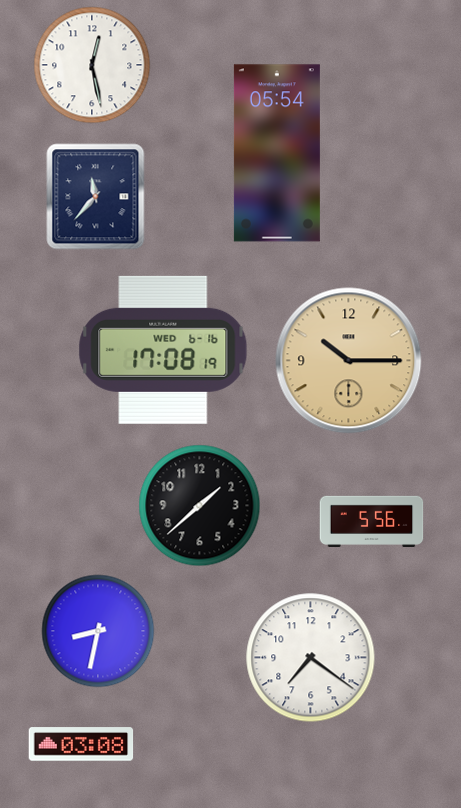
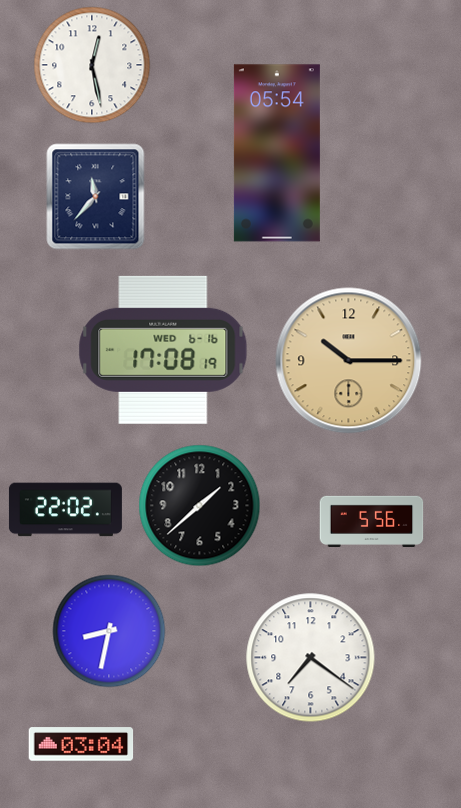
clock at (65, 510): none -> 22:02
clock at (98, 631) position: (98, 631) -> (109, 631)
clock at (81, 744): 03:08 -> 03:04
